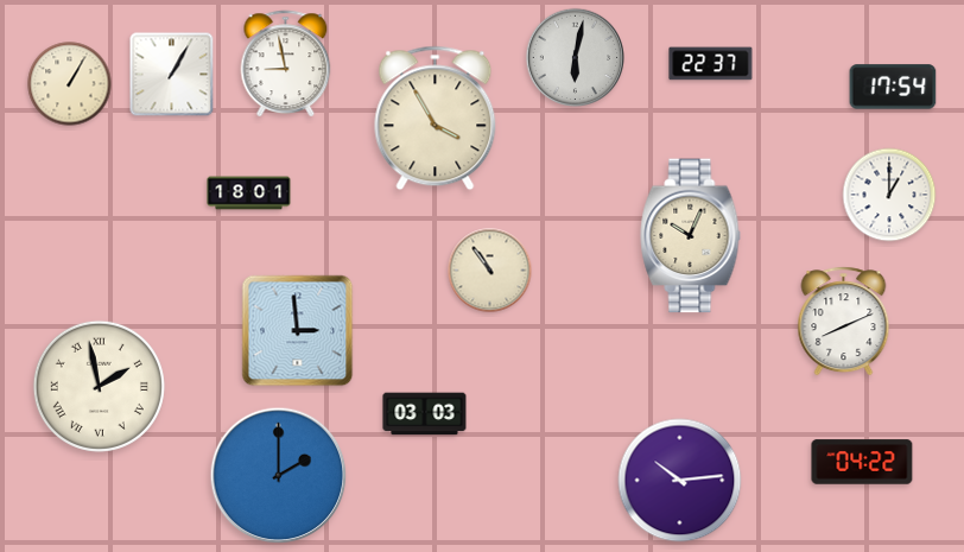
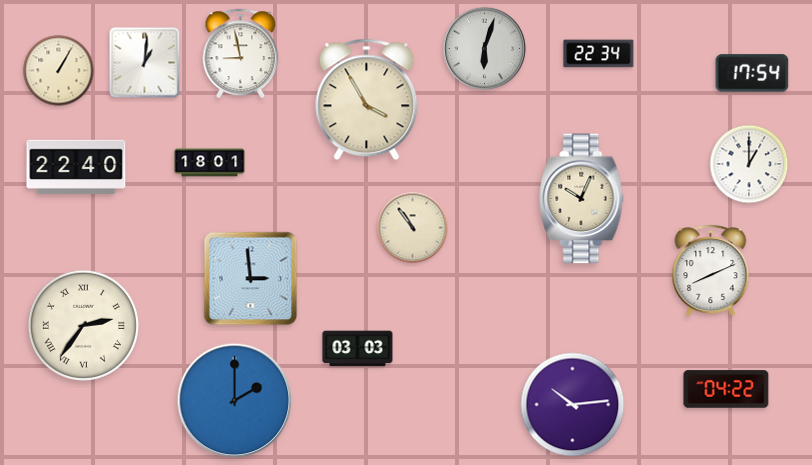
clock at (576, 58): 6:02 -> 6:03
clock at (711, 64): 22:37 -> 22:34
clock at (172, 75): 1:05 -> 1:01
clock at (76, 166): none -> 22:40
clock at (99, 386): 1:58 -> 2:36
